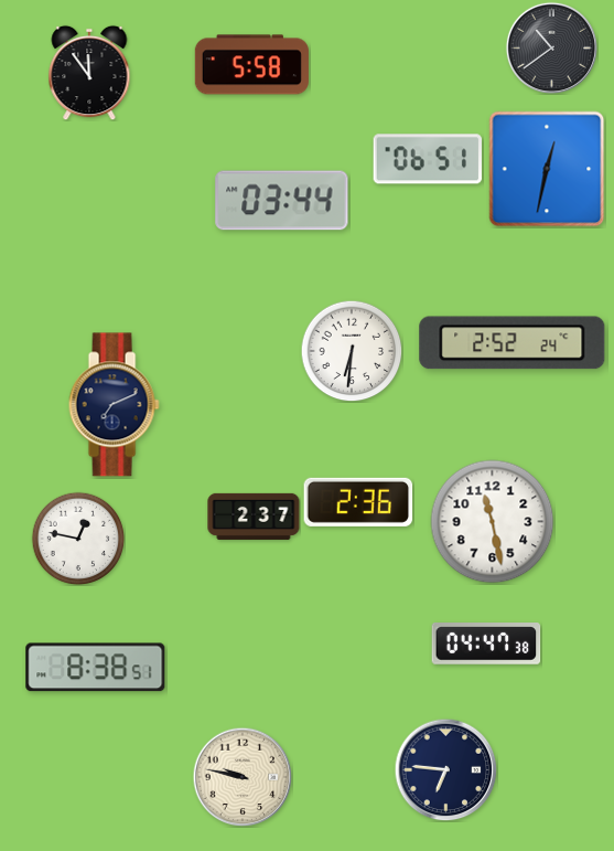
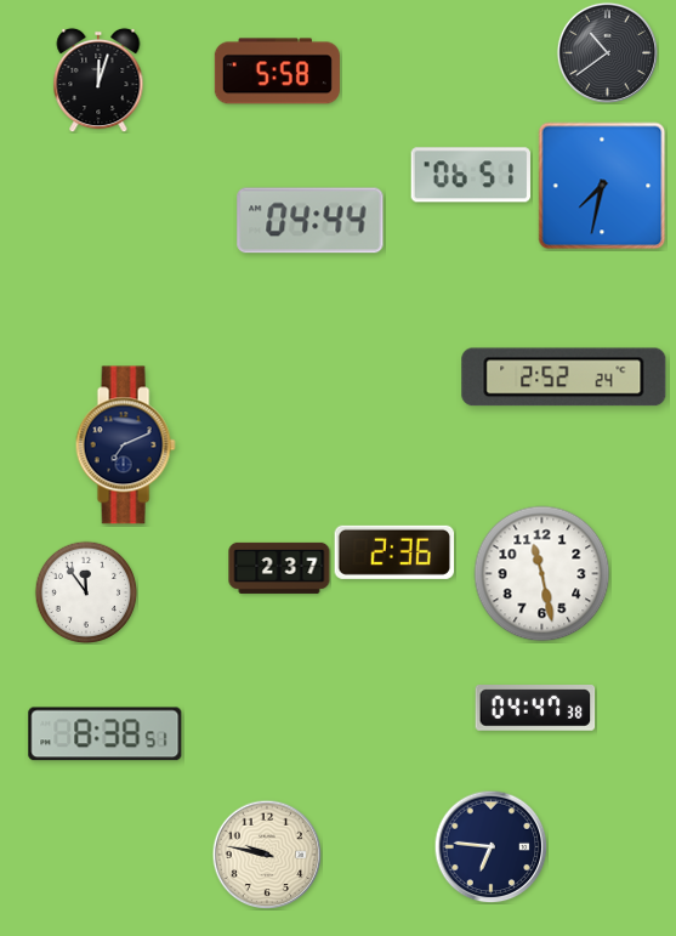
clock at (89, 73): 11:54 -> 12:03
clock at (547, 169): 12:32 -> 7:32
clock at (282, 201): 03:44 -> 04:44
clock at (352, 351): 6:31 -> none
clock at (78, 539): 12:47 -> 11:54
